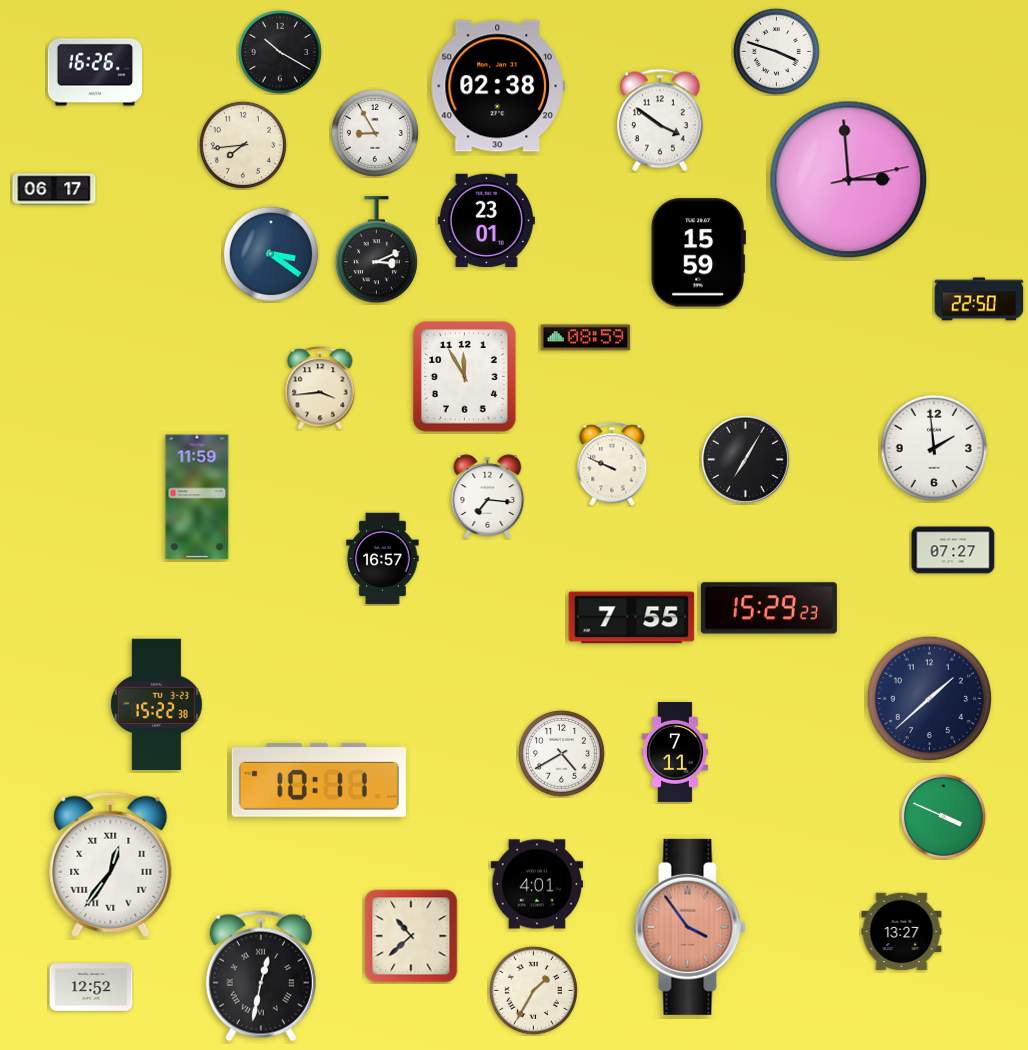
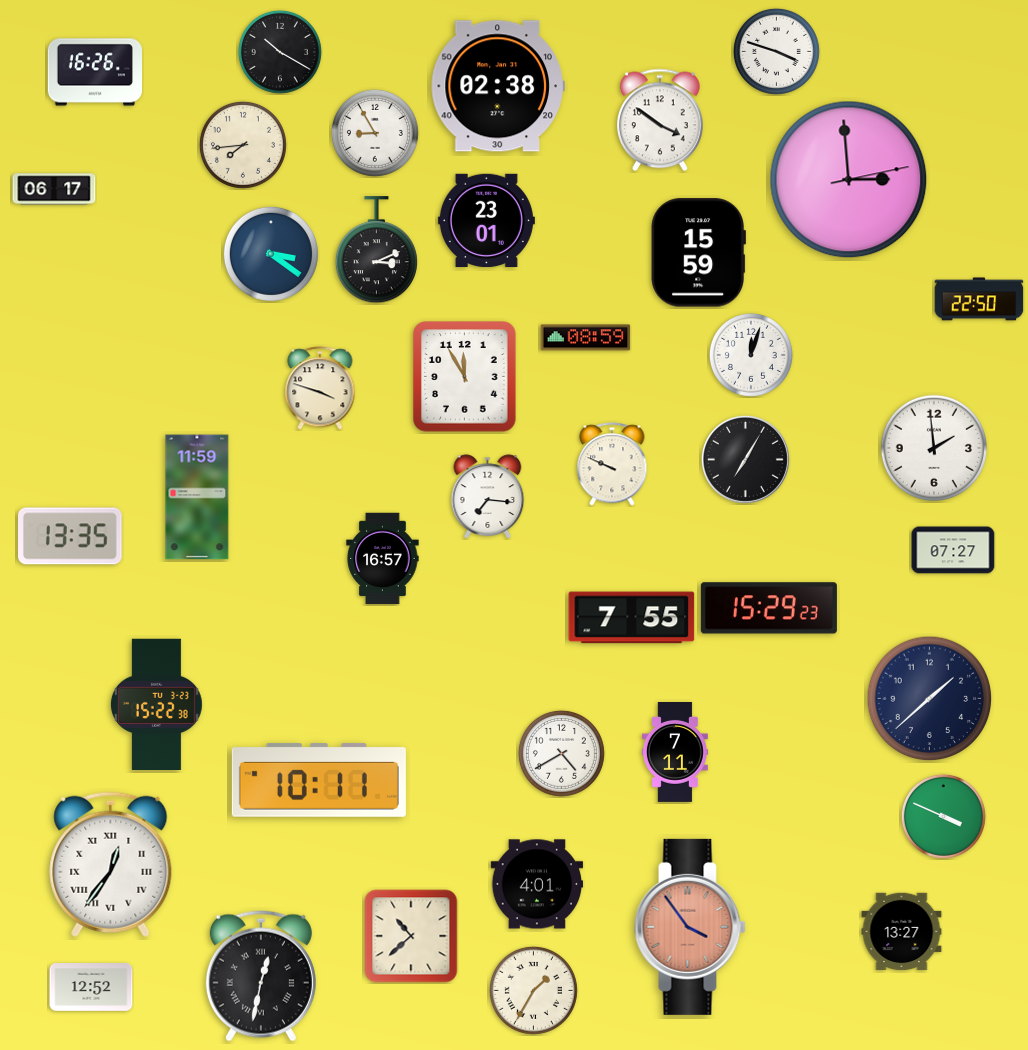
clock at (751, 355): none -> 12:03
clock at (320, 388): 3:44 -> 3:48
clock at (70, 536): none -> 13:35
